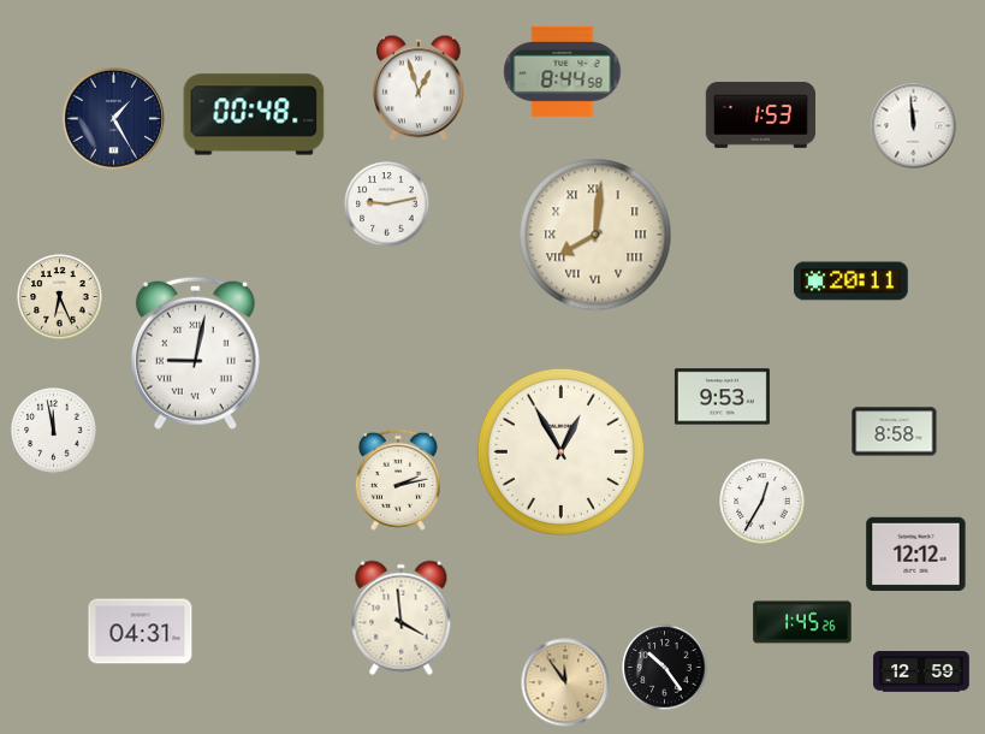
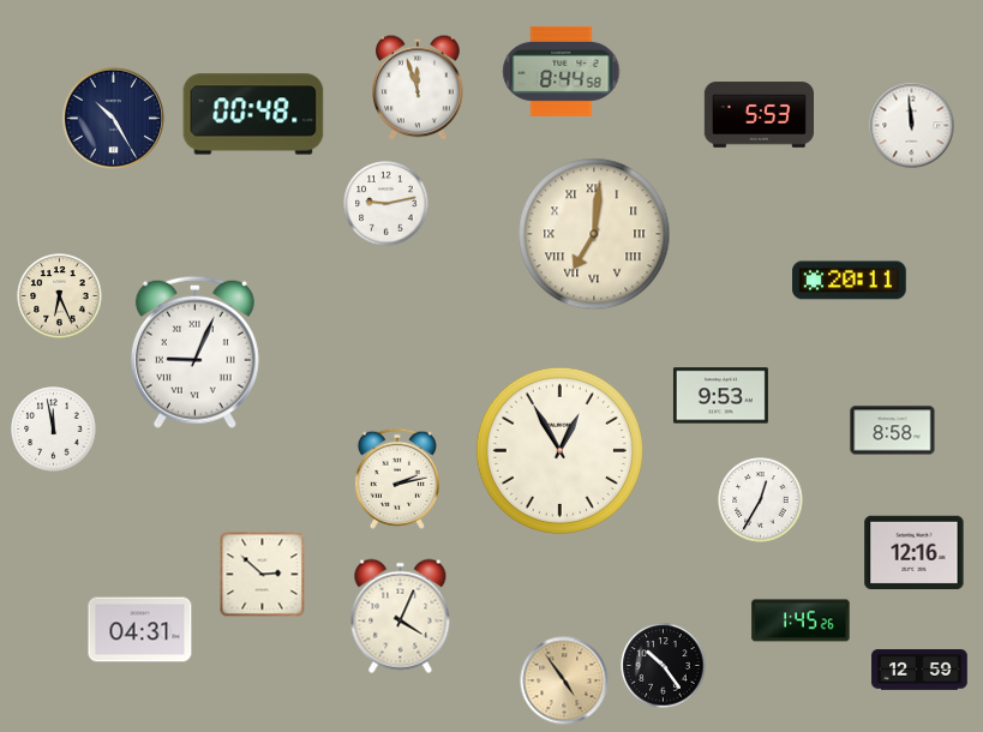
clock at (420, 88): 12:57 -> 11:57
clock at (760, 116): 1:53 -> 5:53
clock at (114, 119): 1:25 -> 10:25
clock at (595, 235): 8:01 -> 7:01
clock at (195, 353): 9:02 -> 9:04
clock at (916, 554): 12:12 -> 12:16
clock at (263, 575): none -> 2:52
clock at (402, 618): 3:59 -> 4:04
clock at (565, 682): 11:54 -> 4:54
